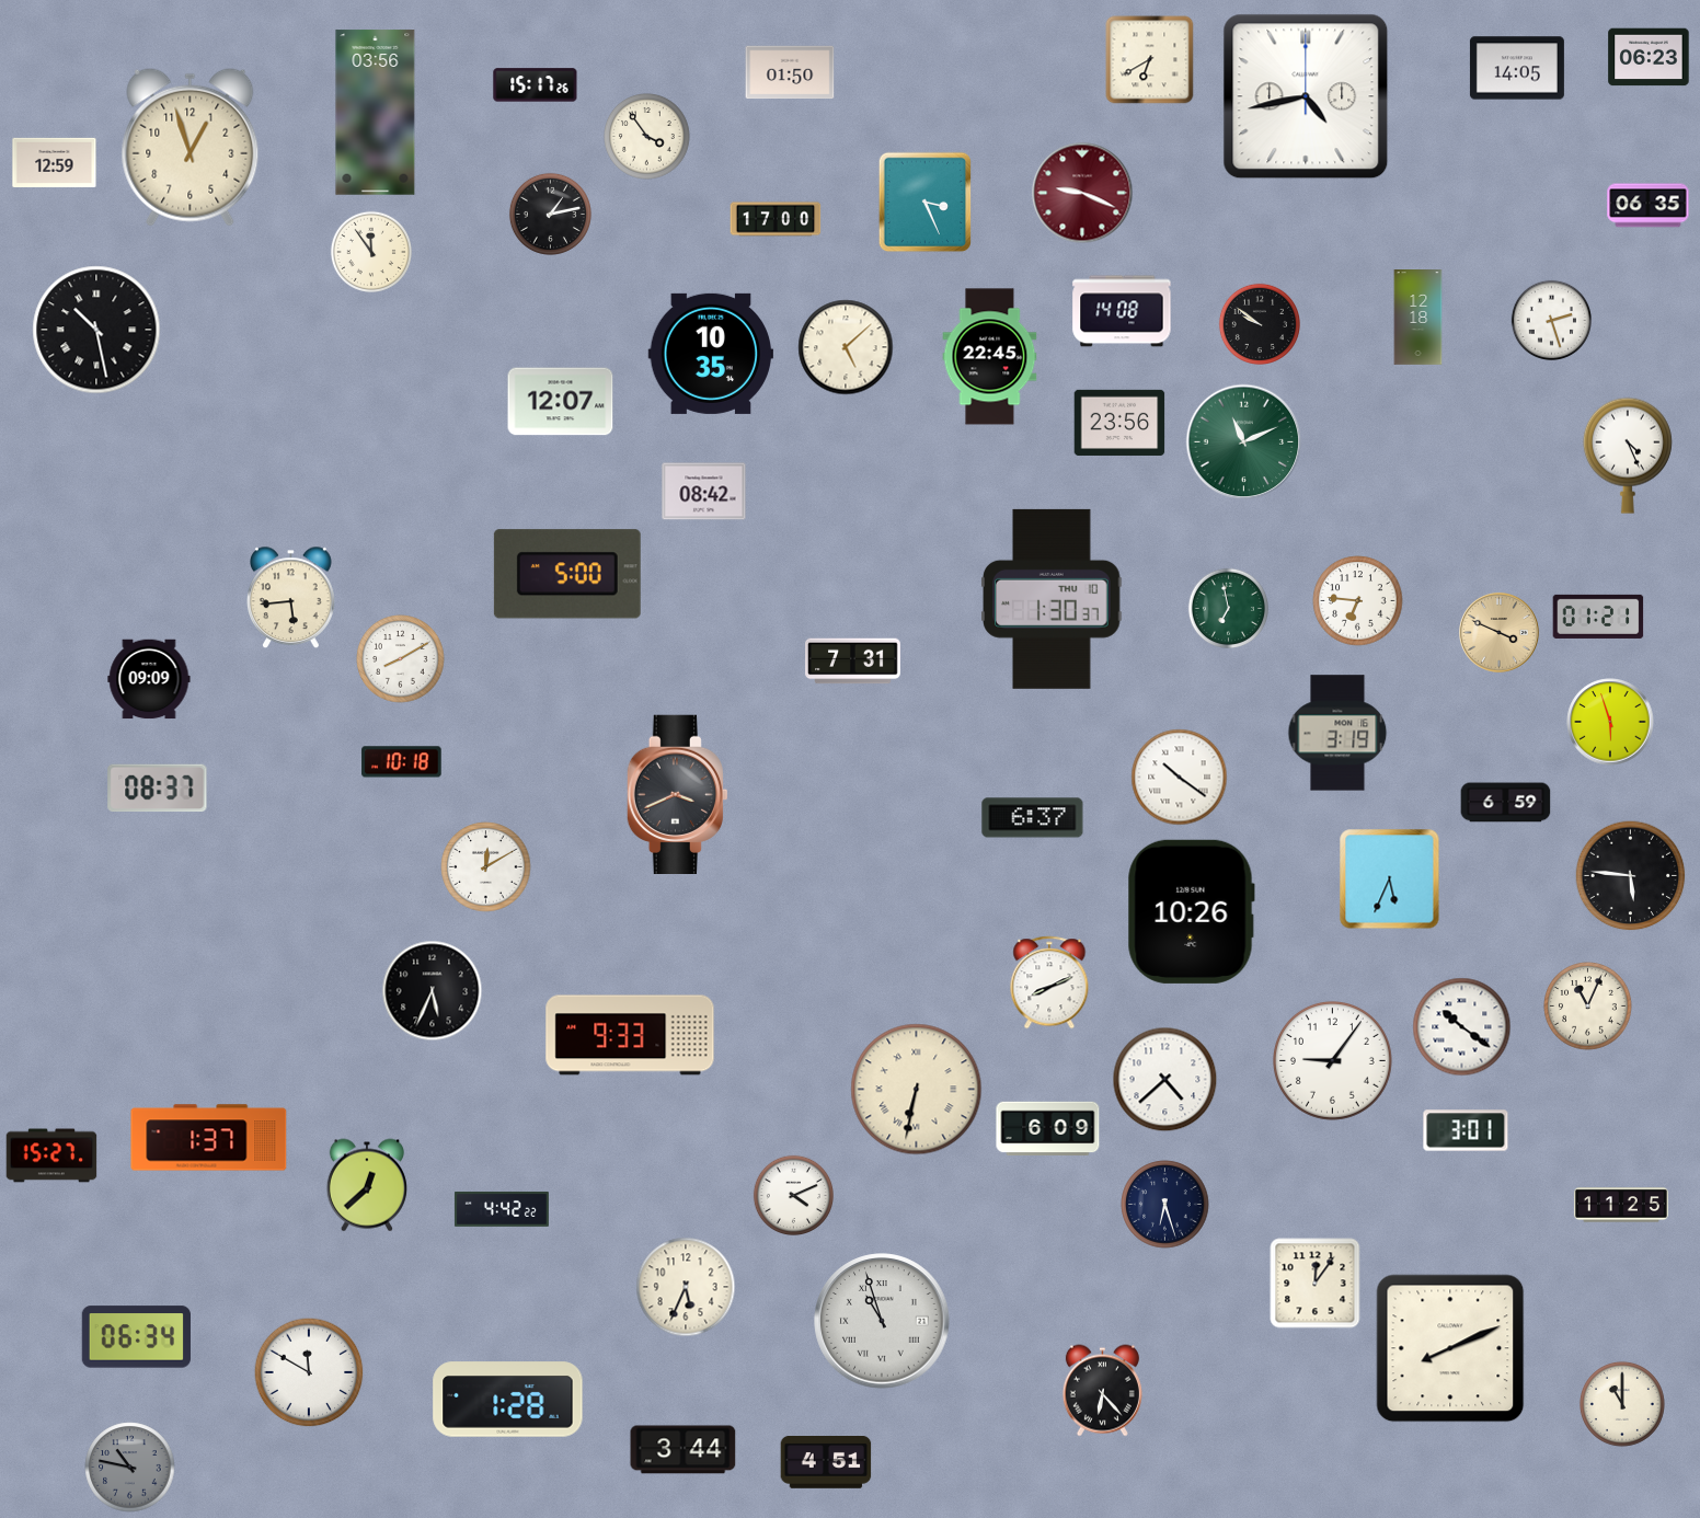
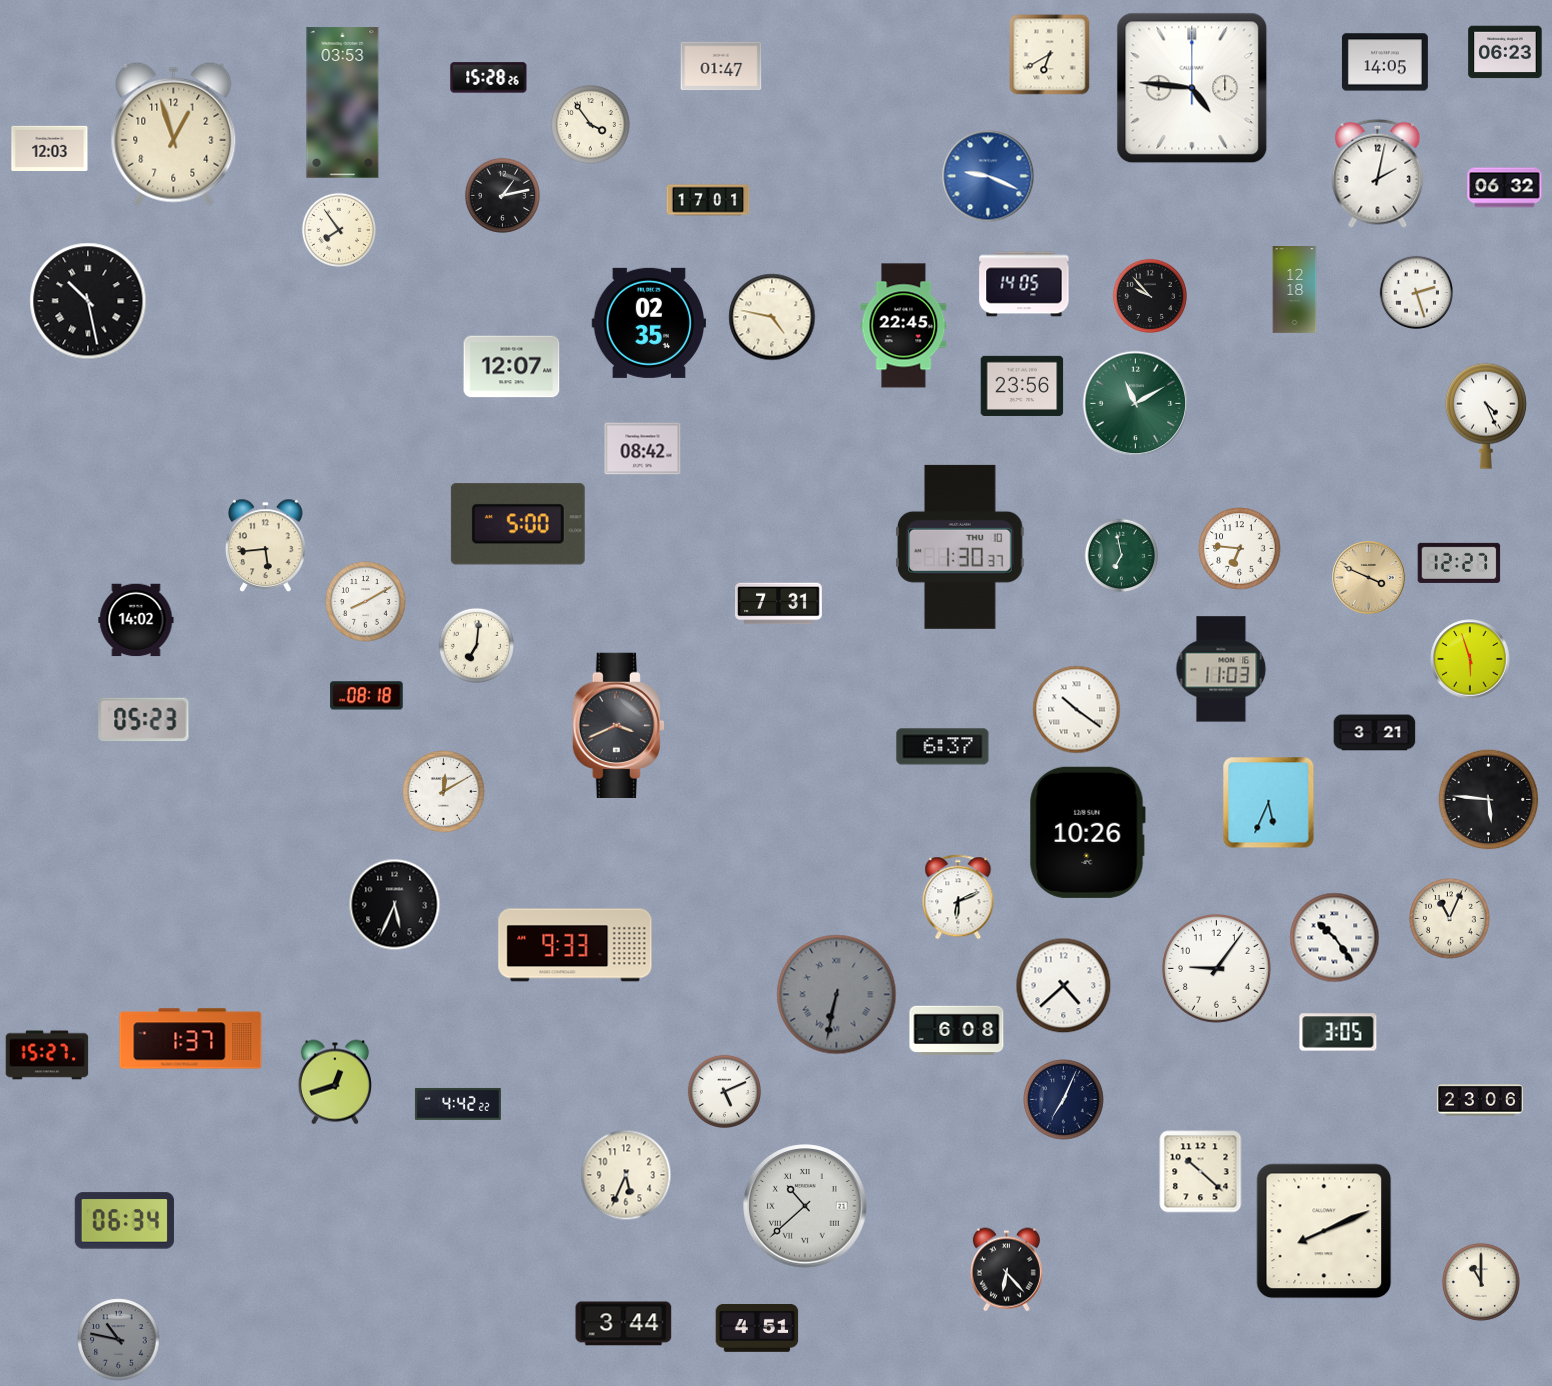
clock at (790, 72): 01:50 -> 01:47
clock at (536, 85): 15:17 -> 15:28
clock at (1306, 96): 4:43 -> 4:46
clock at (376, 113): 03:56 -> 03:53
clock at (55, 162): 12:59 -> 12:03
clock at (1378, 173): none -> 2:02
clock at (1082, 193) dial: burgundy -> blue
clock at (926, 203): 3:26 -> none
clock at (1649, 206): 06:35 -> 06:32
clock at (776, 219): 17:00 -> 17:01
clock at (371, 252): 11:54 -> 7:54
clock at (1122, 311): 14:08 -> 14:05
clock at (1260, 324): 9:51 -> 9:53
clock at (846, 347): 5:08 -> 4:47
clock at (711, 354): 10:35 -> 02:35
clock at (1244, 442): 11:11 -> 11:10
clock at (1598, 617): 01:21 -> 12:27
clock at (149, 679): 09:09 -> 14:02
clock at (476, 645): none -> 7:01
clock at (1337, 733): 3:19 -> 11:03
clock at (402, 762): 10:18 -> 08:18
clock at (158, 789): 08:37 -> 05:23
clock at (1506, 803): 6:59 -> 3:21
clock at (1049, 982): 8:11 -> 6:11
clock at (1462, 1027): 10:21 -> 10:24
clock at (917, 1090) dial: cream -> grey
clock at (1048, 1129): 6:09 -> 6:08
clock at (1466, 1130): 3:01 -> 3:05
clock at (367, 1185): 12:38 -> 12:42
clock at (793, 1195): 4:11 -> 5:11
clock at (1165, 1205): 6:27 -> 7:04
clock at (1621, 1205): 11:25 -> 23:06
clock at (1316, 1284): 12:06 -> 10:22
clock at (882, 1321): 10:57 -> 10:38
clock at (309, 1372): 11:50 -> none
clock at (508, 1400): 1:28 -> none
clock at (826, 1463) position: (826, 1463) -> (757, 1329)
